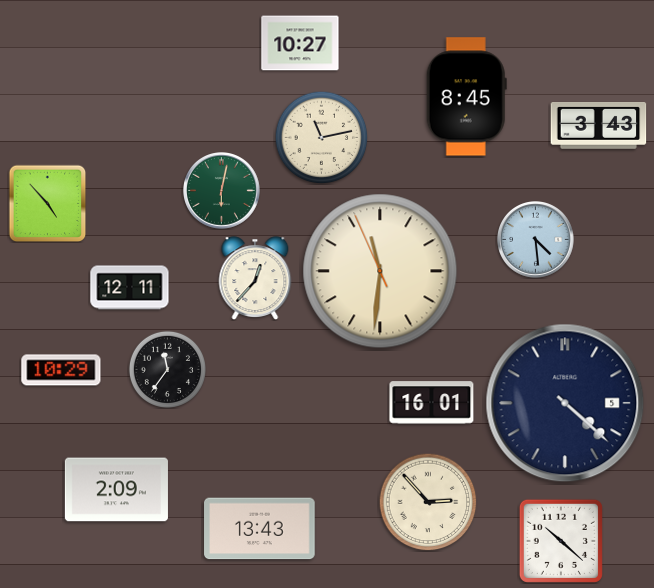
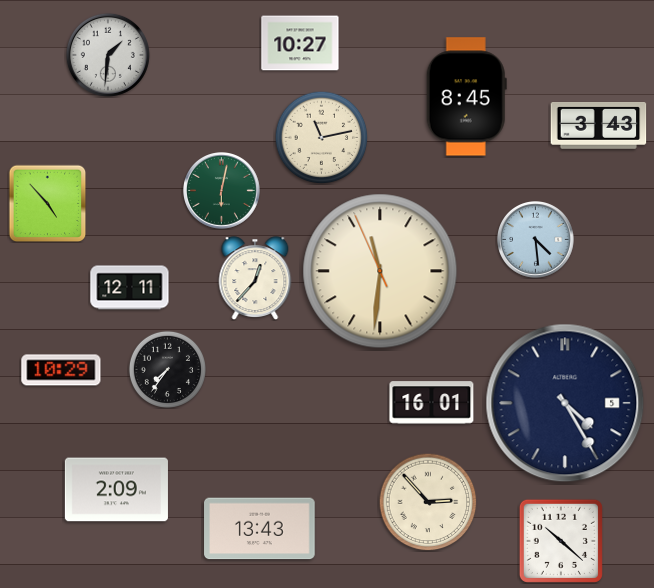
clock at (108, 55): none -> 1:31
clock at (167, 369): 11:36 -> 7:36
clock at (565, 403): 4:22 -> 4:25
